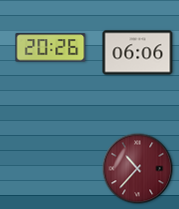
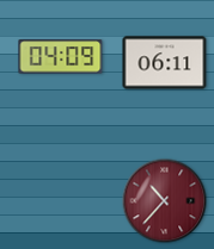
clock at (51, 48): 20:26 -> 04:09
clock at (138, 53): 06:06 -> 06:11
